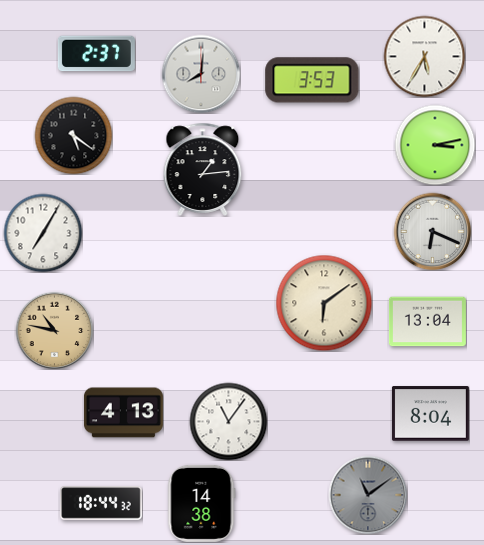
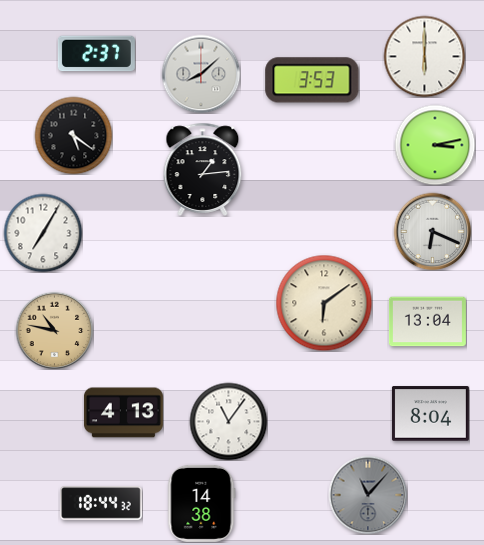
clock at (424, 56): 5:35 -> 6:00
clock at (201, 74): 8:01 -> 8:08
clock at (368, 495): 11:09 -> 11:07
